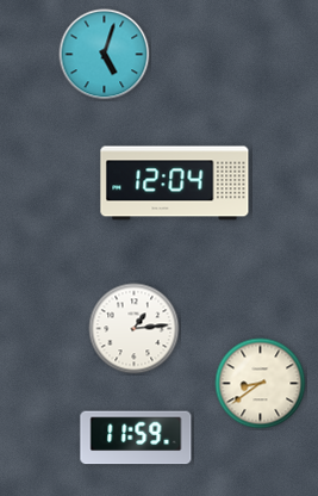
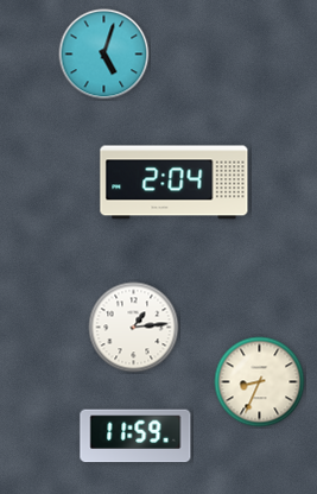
clock at (175, 184): 12:04 -> 2:04
clock at (261, 384): 8:39 -> 8:34
